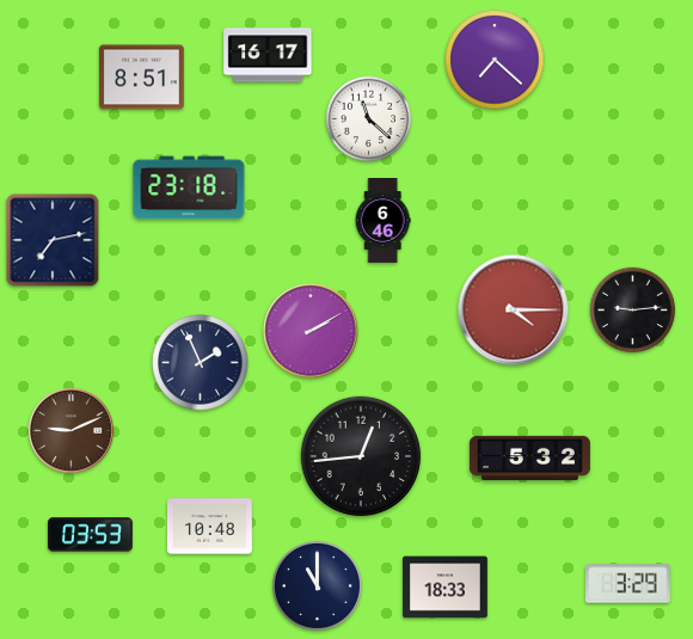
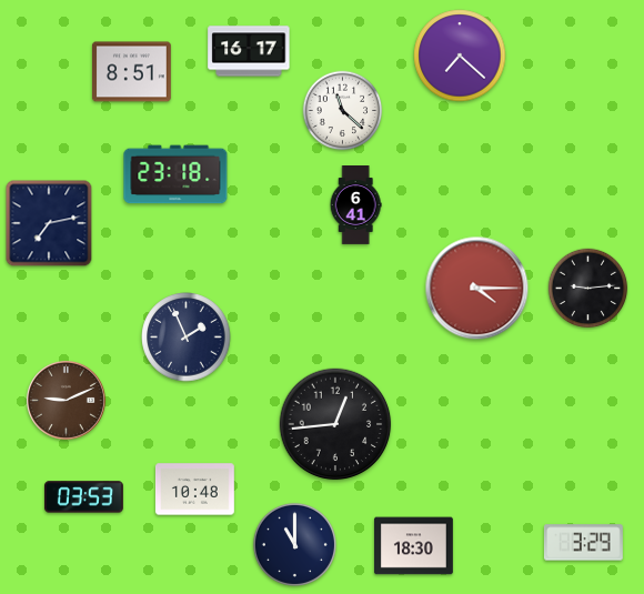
clock at (382, 221): 6:46 -> 6:41
clock at (311, 331): 2:10 -> none
clock at (529, 457): 5:32 -> none
clock at (444, 588): 18:33 -> 18:30
